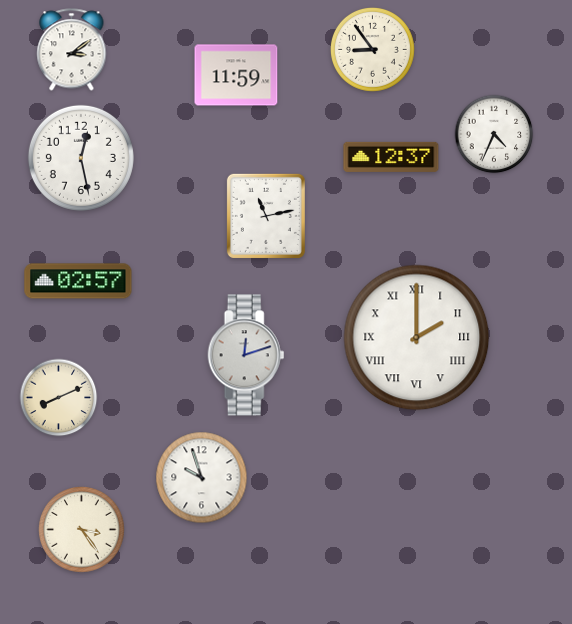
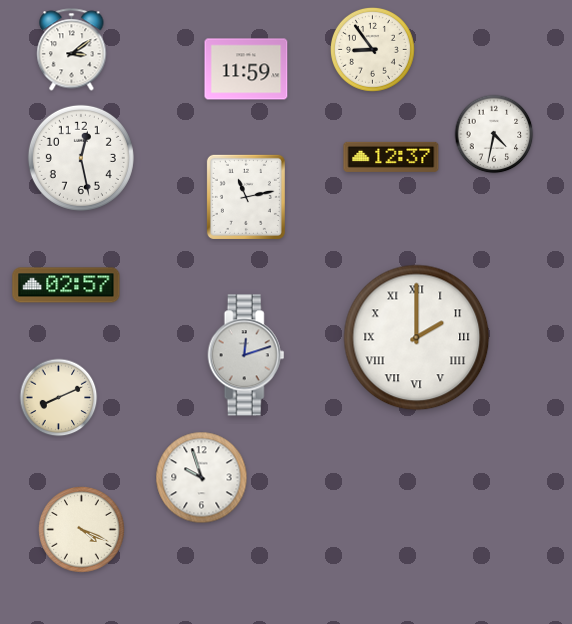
clock at (236, 75) position: (236, 75) -> (246, 69)
clock at (494, 134): 4:34 -> 4:32
clock at (266, 216) position: (266, 216) -> (246, 197)
clock at (78, 281) position: (78, 281) -> (66, 285)
clock at (82, 530): 3:24 -> 4:19
